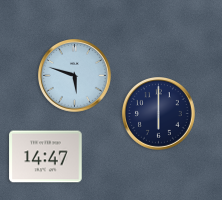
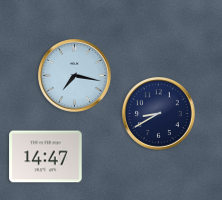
clock at (75, 76): 5:48 -> 7:17
clock at (159, 114): 6:00 -> 8:40
